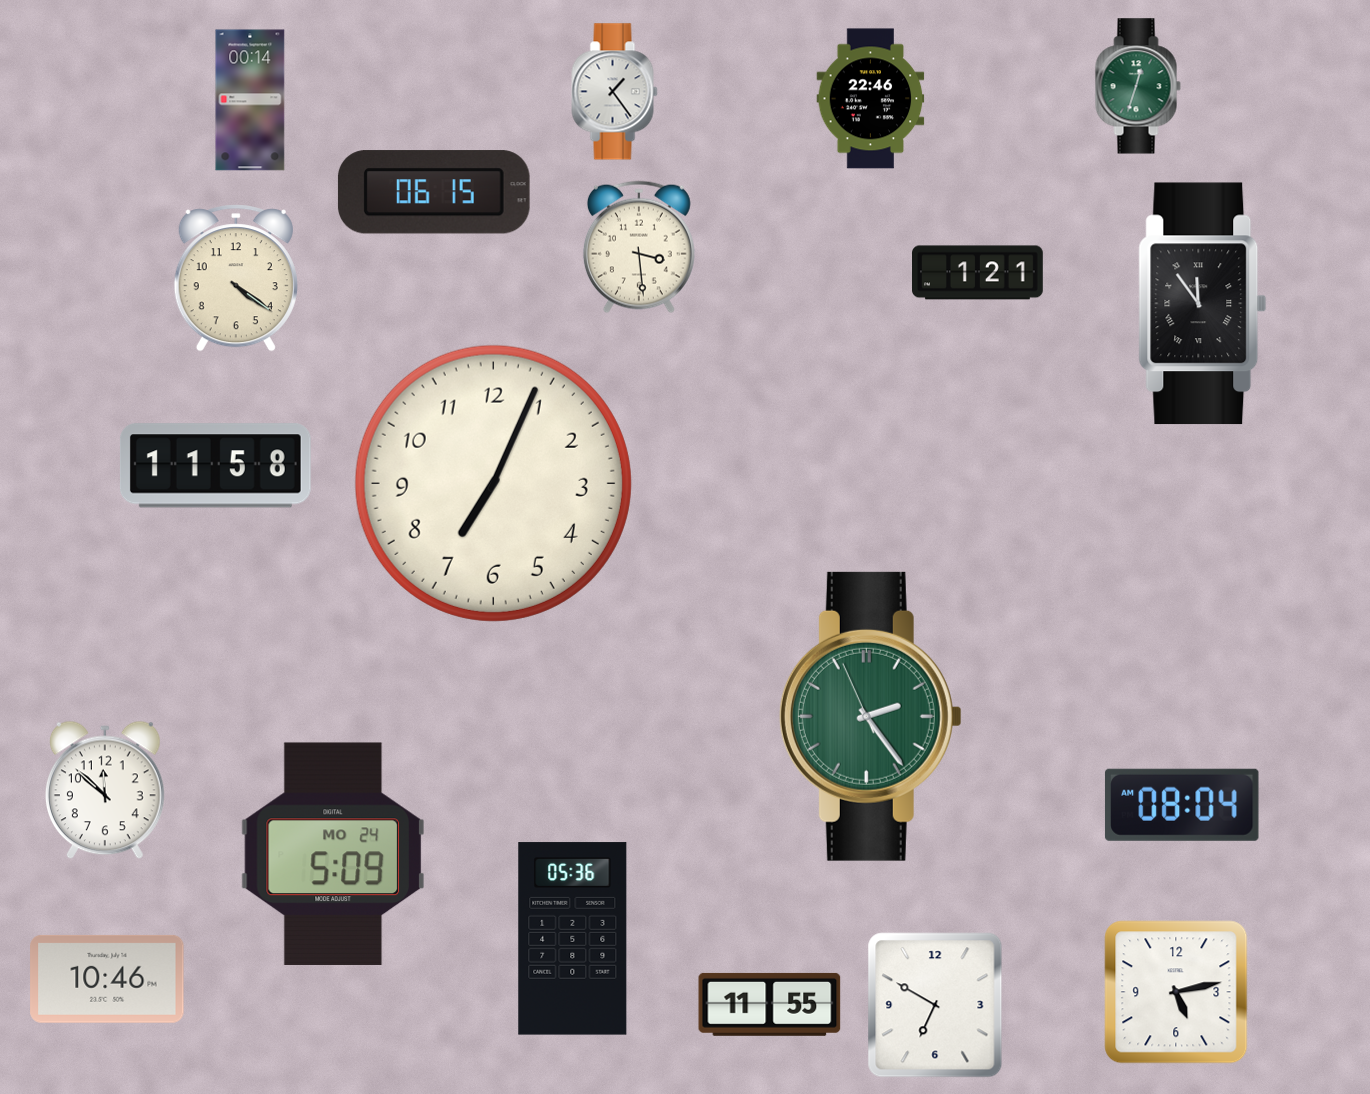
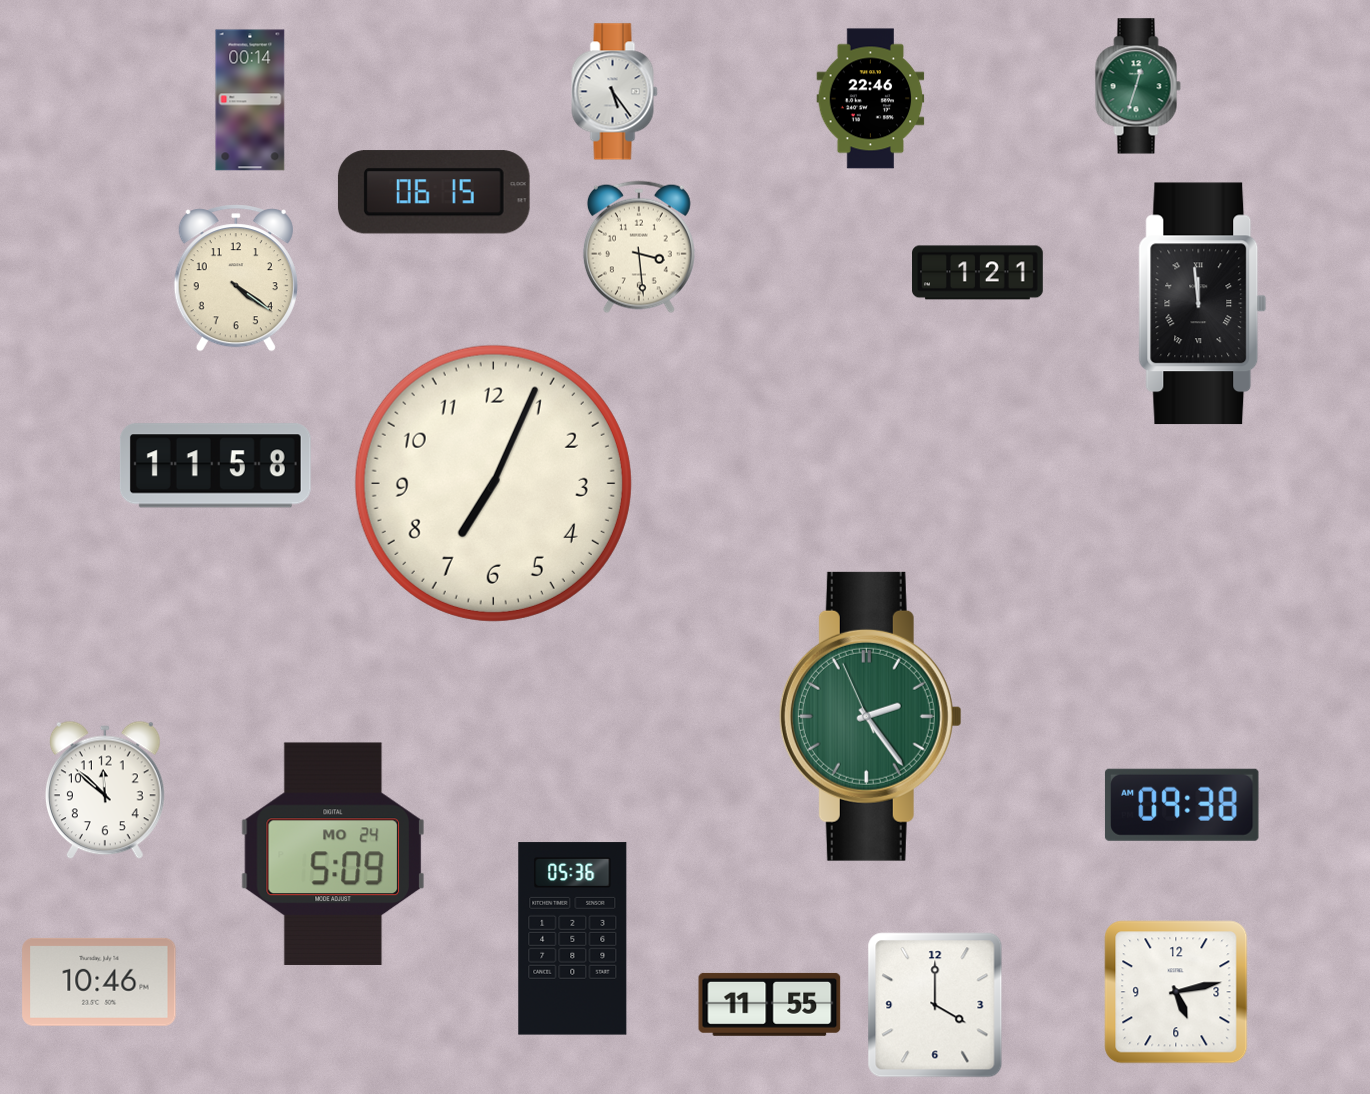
clock at (615, 92): 1:24 -> 5:24
clock at (1203, 304): 11:54 -> 11:59
clock at (1182, 805): 08:04 -> 09:38
clock at (107, 979) position: (107, 979) -> (99, 982)
clock at (935, 1005): 6:50 -> 4:00
